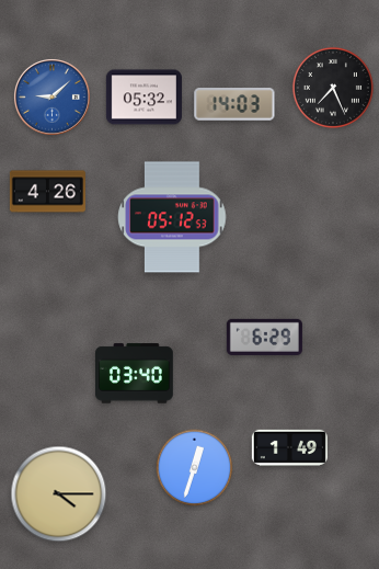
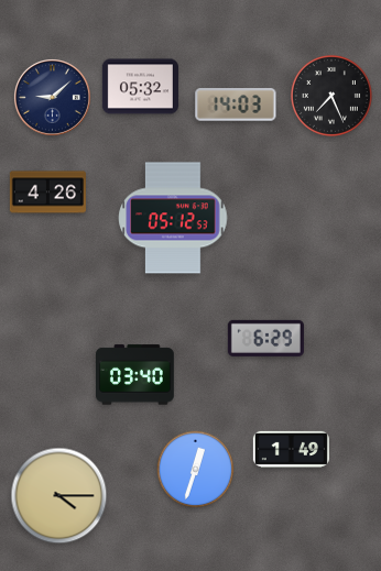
clock at (333, 88) position: (333, 88) -> (331, 96)
clock at (51, 96) dial: blue -> navy
clock at (143, 98) position: (143, 98) -> (140, 87)
